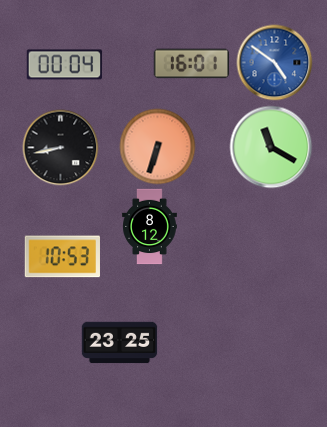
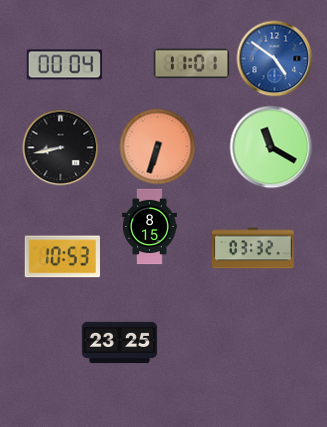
clock at (275, 63) position: (275, 63) -> (275, 59)
clock at (192, 64): 16:01 -> 11:01
clock at (150, 227): 8:12 -> 8:15
clock at (254, 248): none -> 03:32
